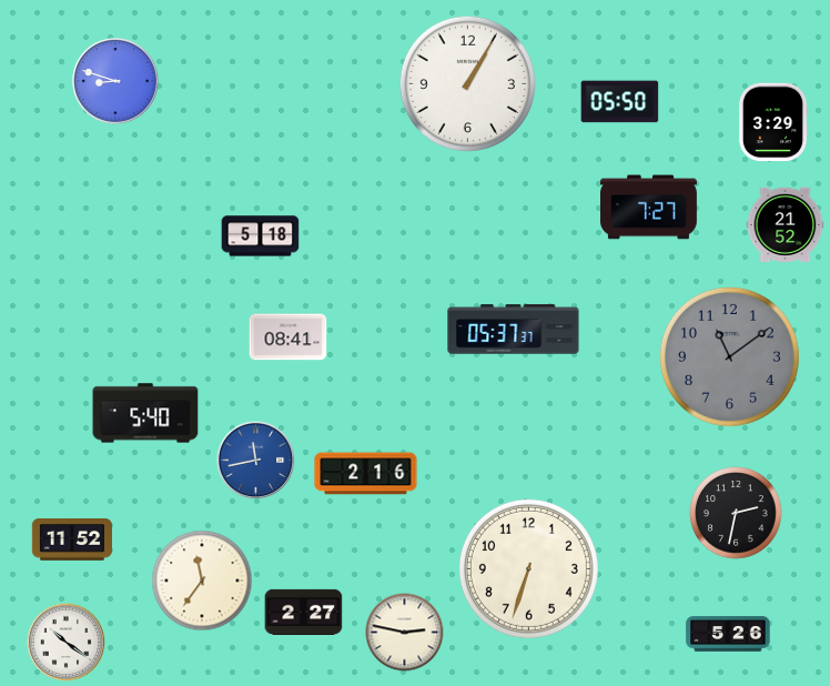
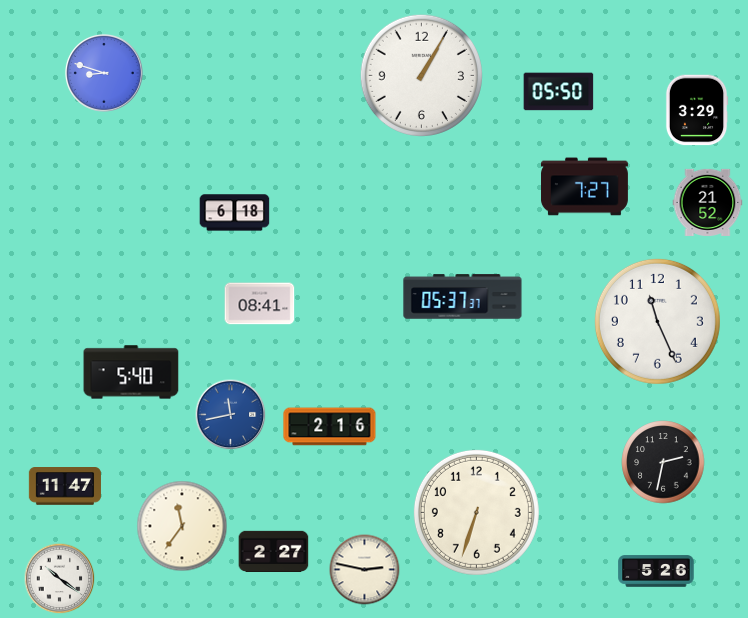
clock at (261, 236): 5:18 -> 6:18
clock at (729, 356): 11:09 -> 11:26
clock at (729, 356) dial: grey -> white
clock at (72, 539): 11:52 -> 11:47
clock at (202, 581) position: (202, 581) -> (182, 526)
